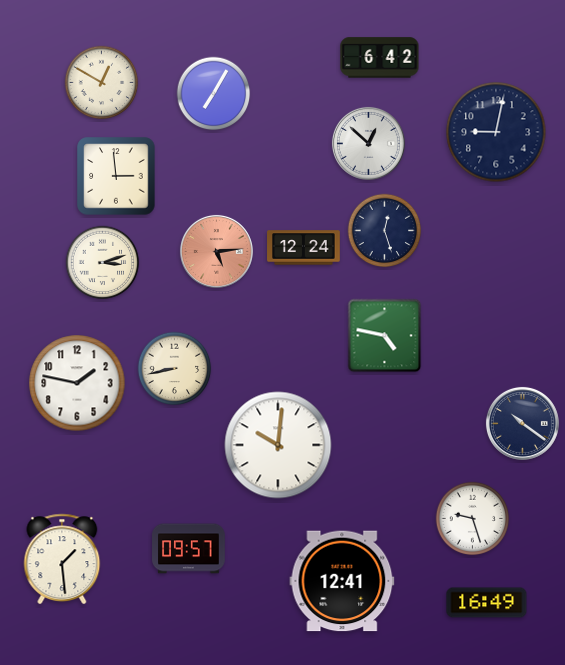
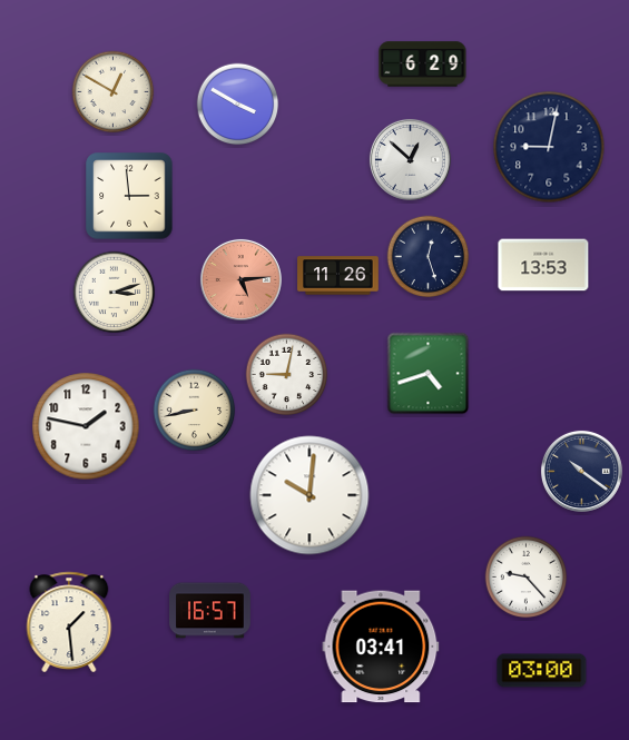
clock at (380, 58): 6:42 -> 6:29
clock at (214, 94): 7:05 -> 3:50
clock at (496, 132) position: (496, 132) -> (549, 147)
clock at (543, 265): none -> 13:53
clock at (304, 248): 12:24 -> 11:26
clock at (385, 336): 4:47 -> 4:42
clock at (287, 375): none -> 9:02
clock at (473, 519): 9:27 -> 9:23
clock at (189, 549): 09:57 -> 16:57
clock at (342, 581): 12:41 -> 03:41
clock at (487, 603): 16:49 -> 03:00
